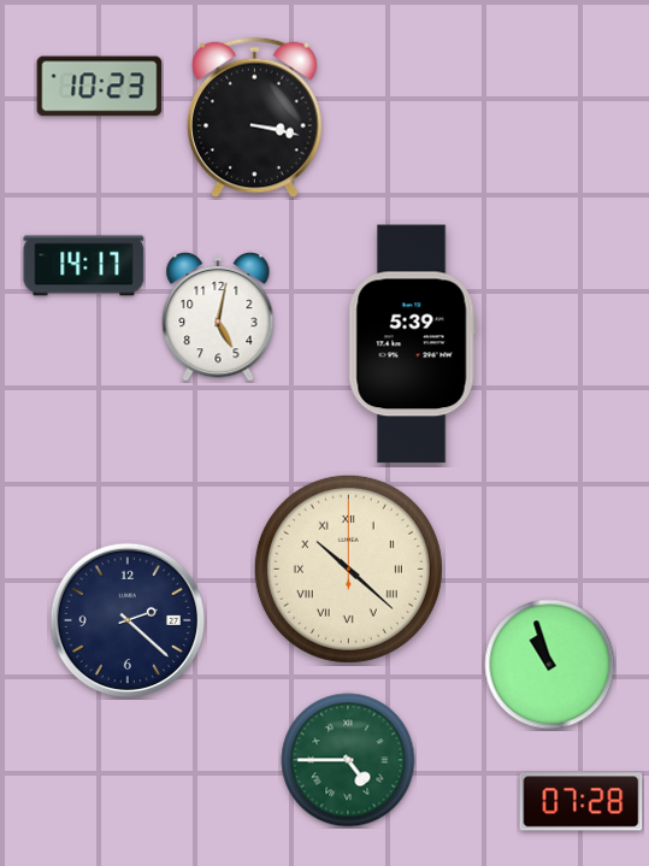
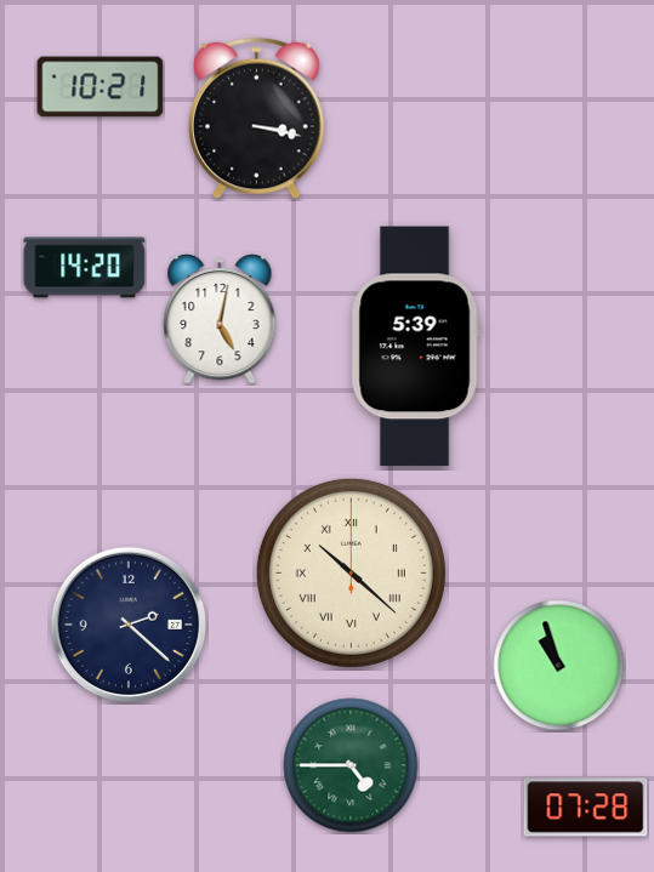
clock at (100, 87): 10:23 -> 10:21
clock at (84, 266): 14:17 -> 14:20
clock at (550, 665) position: (550, 665) -> (559, 666)
